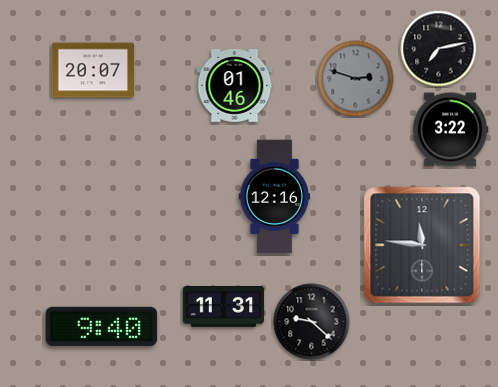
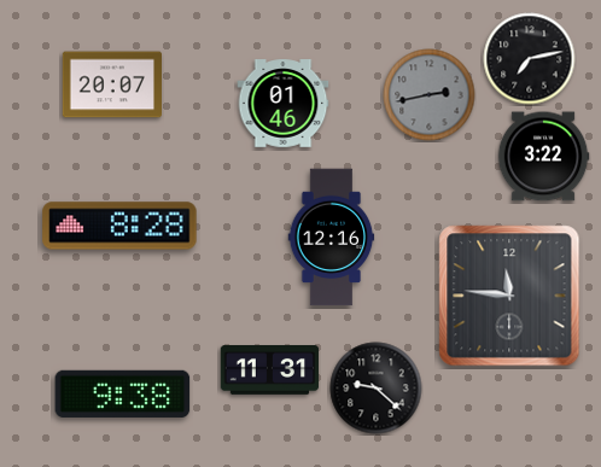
clock at (356, 79): 2:48 -> 2:43
clock at (119, 226): none -> 8:28
clock at (102, 326): 9:40 -> 9:38
